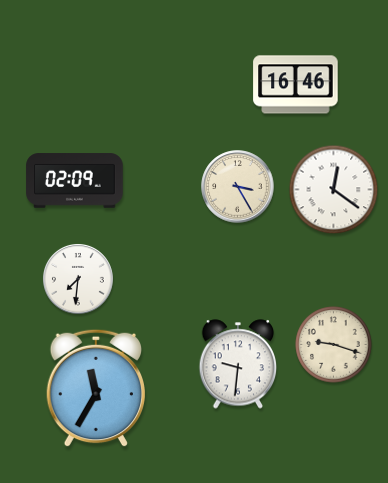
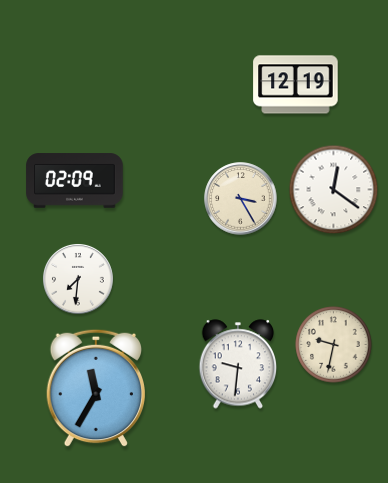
clock at (296, 85): 16:46 -> 12:19
clock at (238, 187) position: (238, 187) -> (241, 199)
clock at (334, 345): 9:18 -> 9:32
